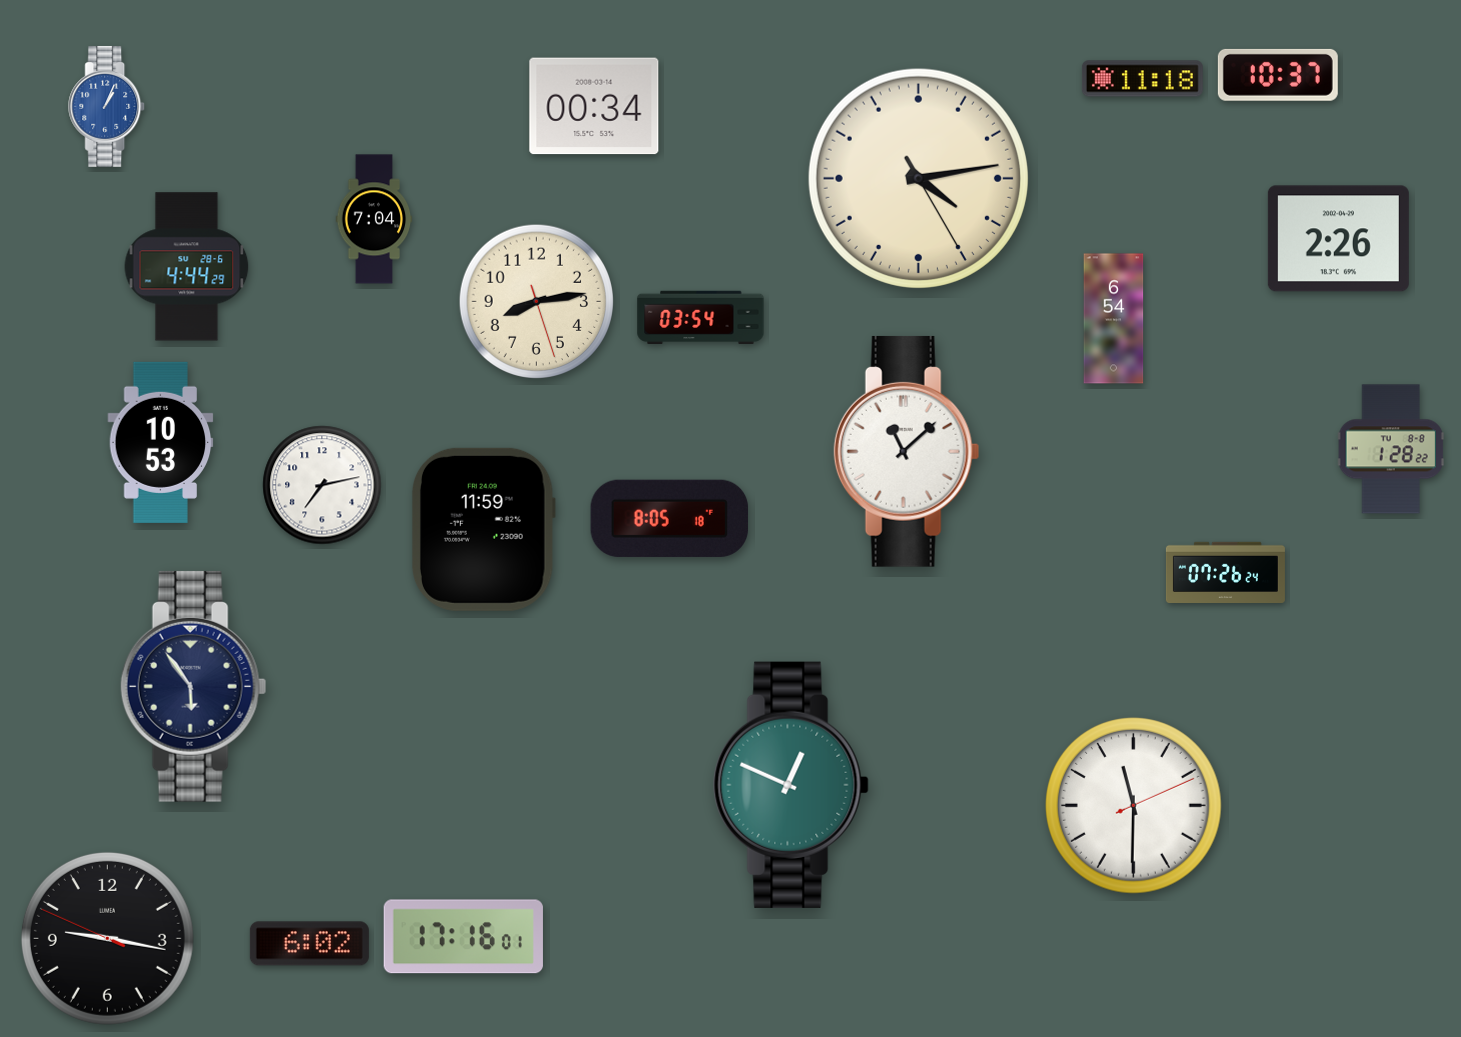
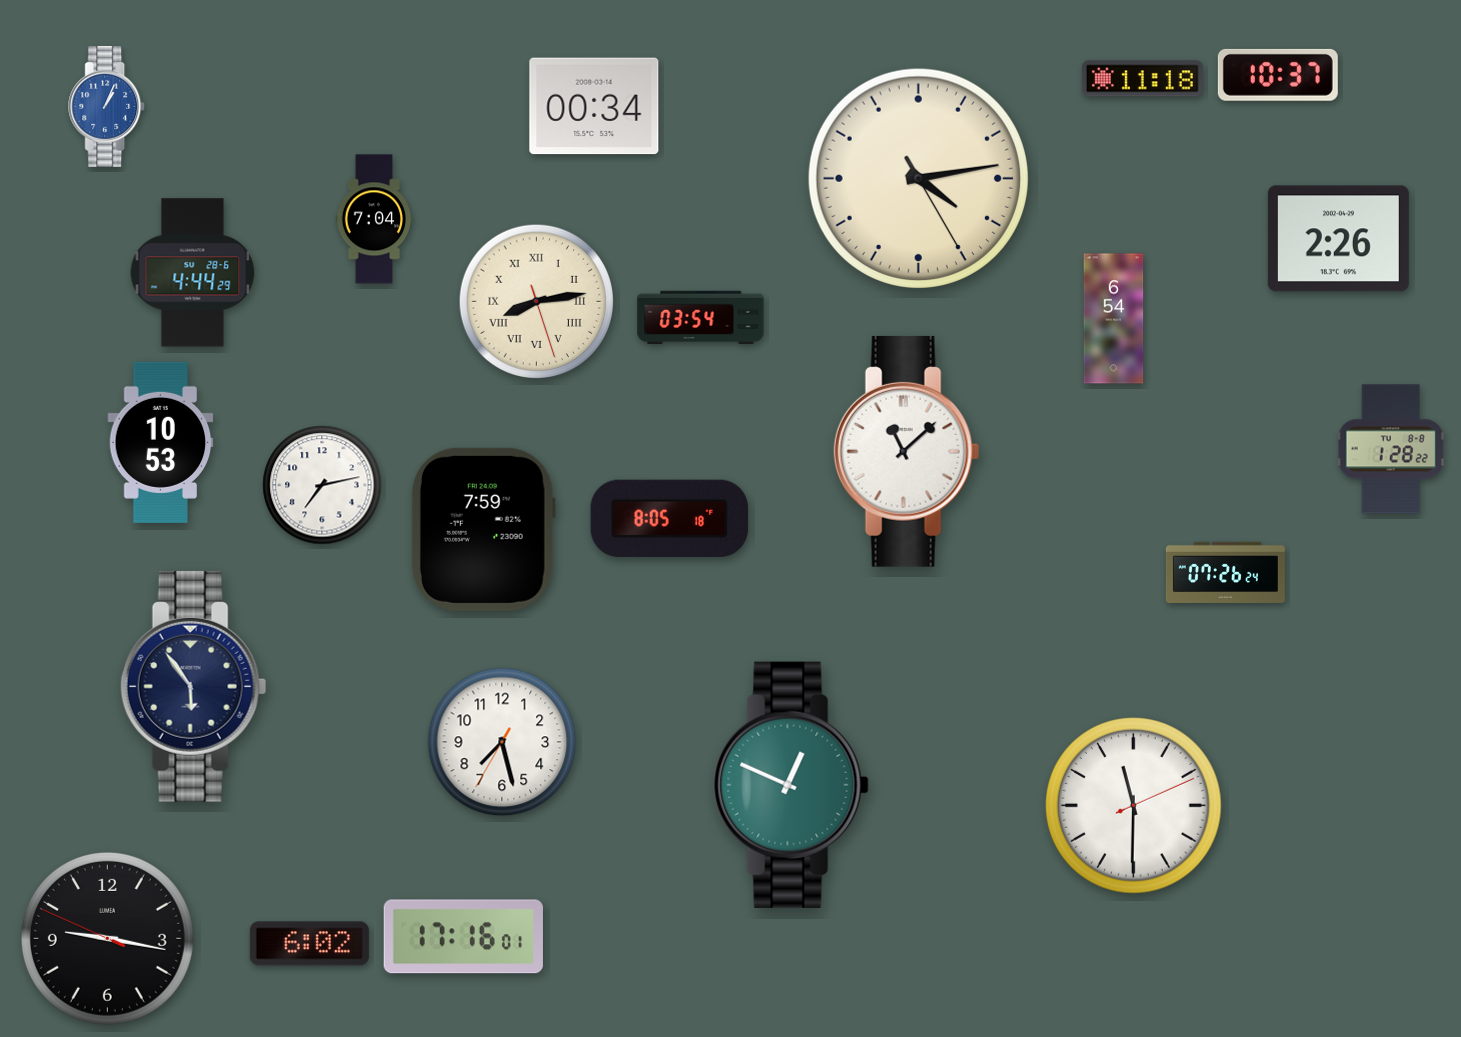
clock at (187, 267) position: (187, 267) -> (193, 273)
clock at (536, 301) numerals: Arabic -> Roman
clock at (483, 529): 11:59 -> 7:59
clock at (502, 742): none -> 7:27
